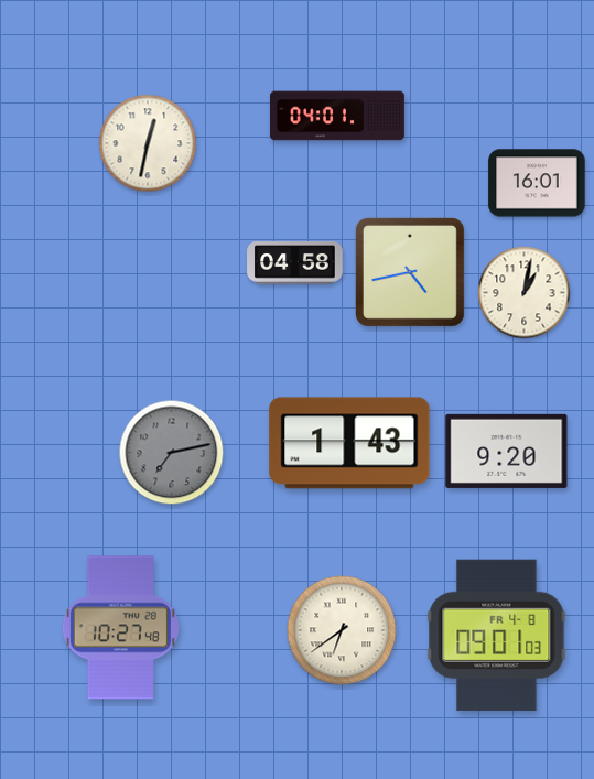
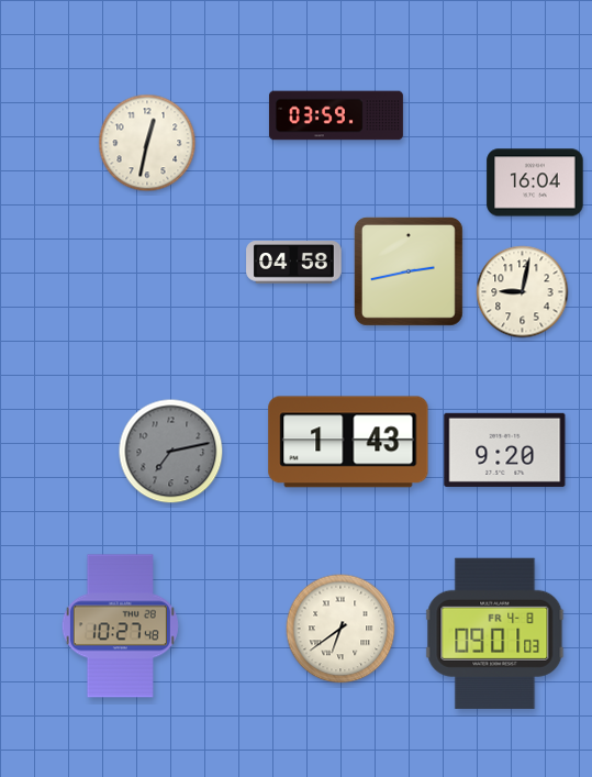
clock at (337, 116): 04:01 -> 03:59
clock at (537, 183): 16:01 -> 16:04
clock at (410, 272): 4:43 -> 2:43
clock at (525, 293): 1:02 -> 9:02
